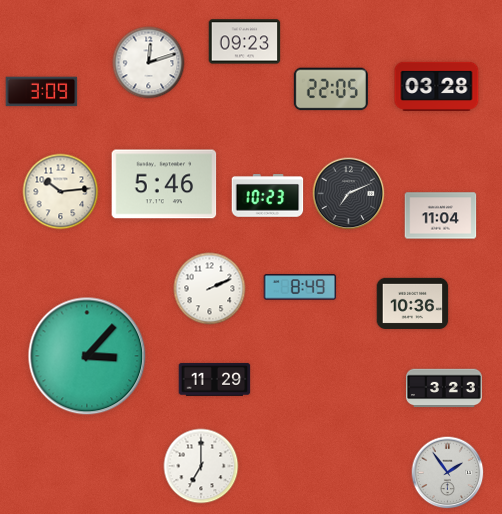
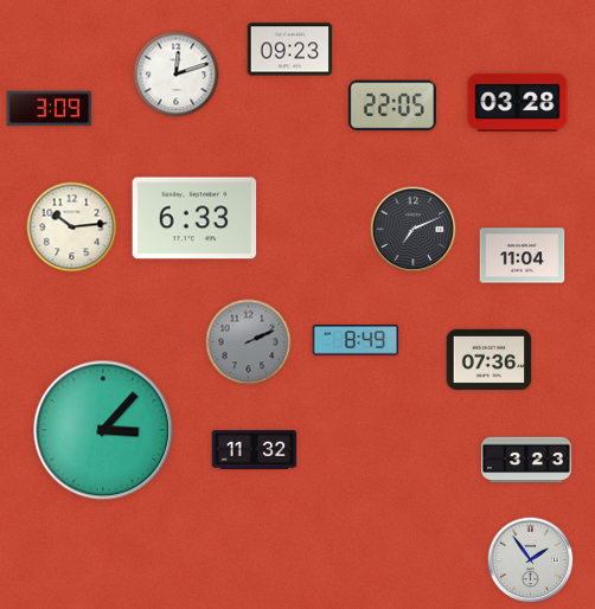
clock at (164, 184): 5:46 -> 6:33
clock at (268, 196): 10:23 -> none
clock at (210, 289) dial: white -> grey
clock at (413, 303): 10:36 -> 07:36
clock at (87, 356) position: (87, 356) -> (103, 430)
clock at (215, 379): 11:29 -> 11:32
clock at (201, 466): 7:00 -> none
